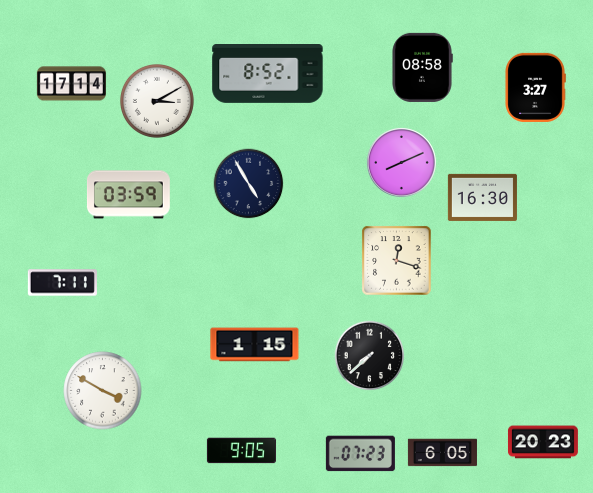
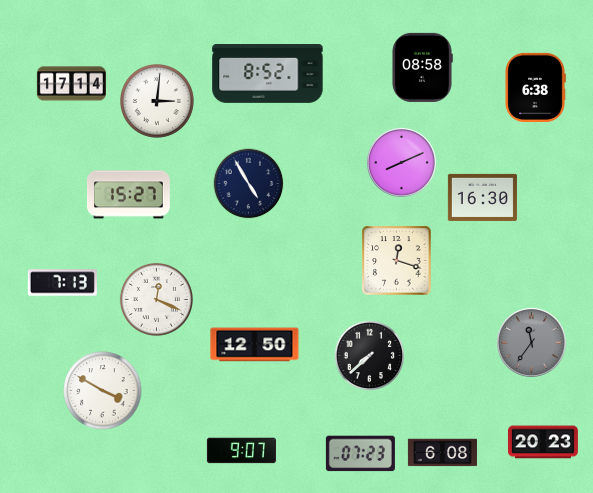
clock at (535, 87): 3:27 -> 6:38
clock at (157, 101): 3:10 -> 3:01
clock at (128, 195): 03:59 -> 15:27
clock at (62, 283): 7:11 -> 7:13
clock at (156, 299): none -> 12:19
clock at (531, 342): none -> 11:36
clock at (255, 345): 1:15 -> 12:50
clock at (241, 451): 9:05 -> 9:07
clock at (442, 453): 6:05 -> 6:08
